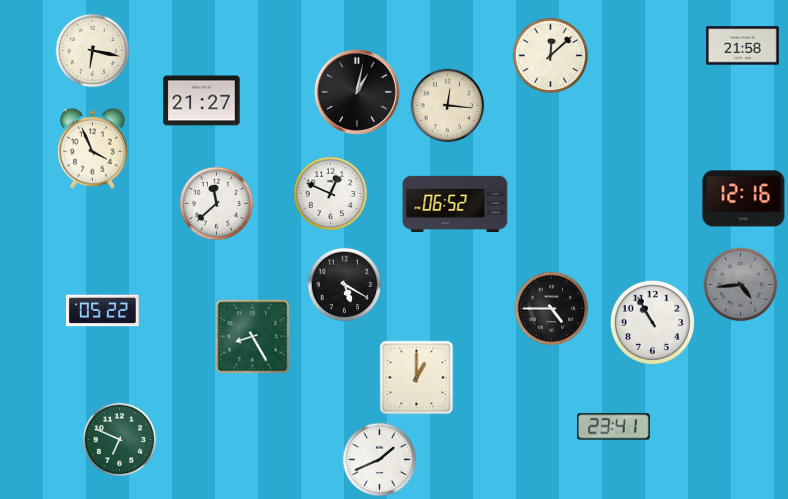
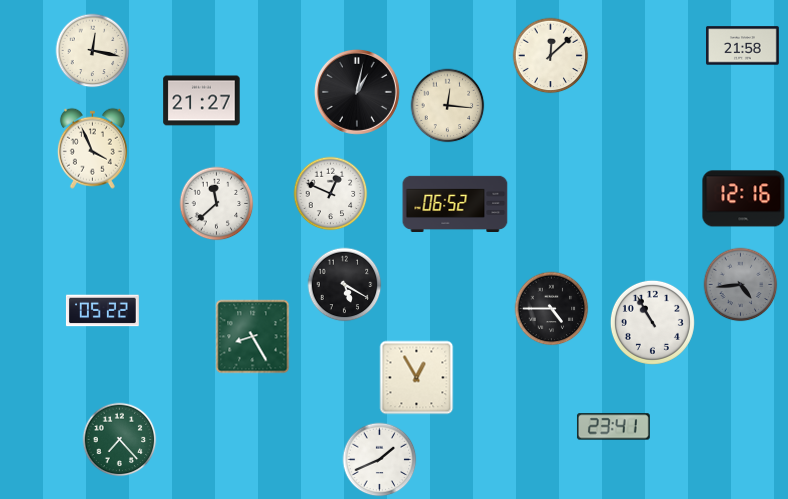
clock at (93, 51): 6:17 -> 12:17
clock at (417, 378): 1:00 -> 12:55
clock at (120, 440): 6:49 -> 7:23
